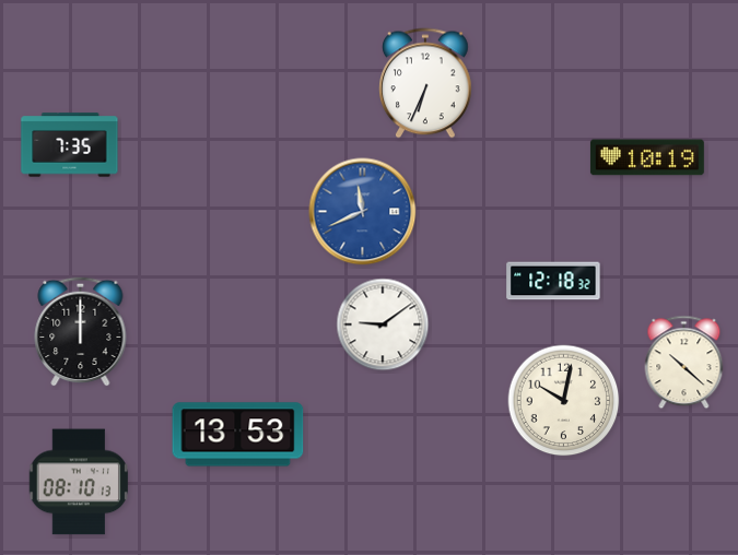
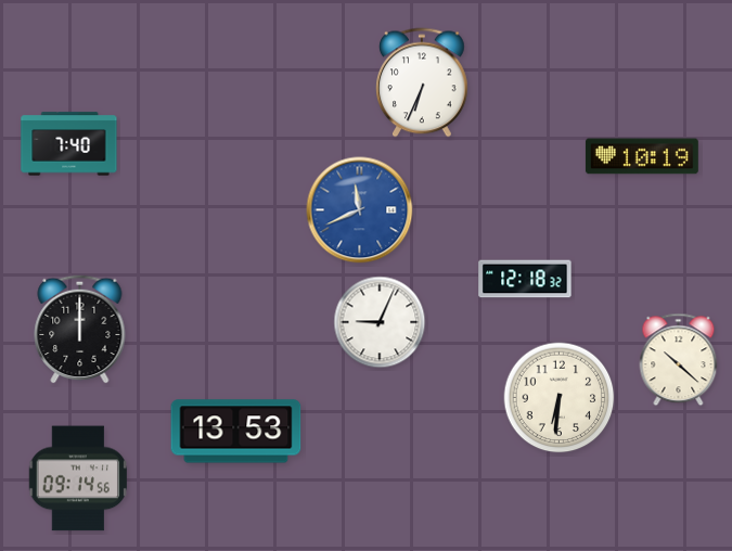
clock at (70, 145): 7:35 -> 7:40
clock at (553, 281) position: (553, 281) -> (525, 279)
clock at (383, 324): 9:09 -> 9:04
clock at (564, 401): 10:02 -> 6:31
clock at (78, 482): 08:10 -> 09:14
